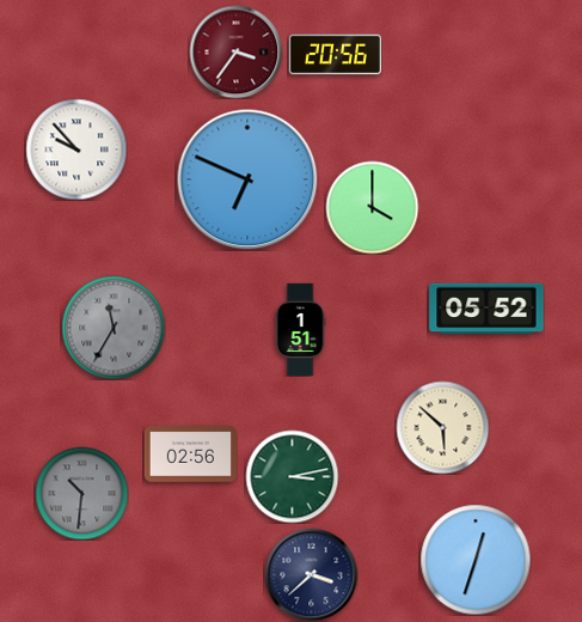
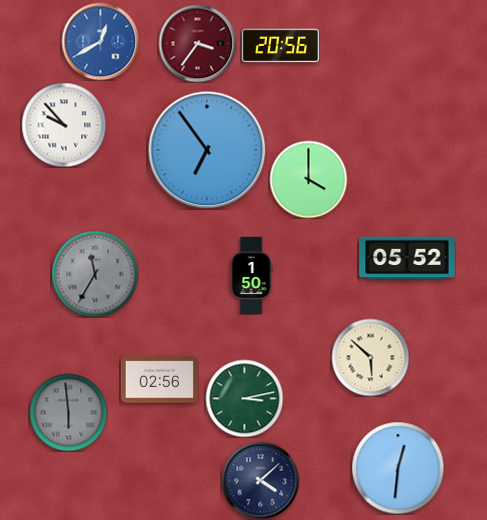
clock at (100, 41): none -> 12:40
clock at (247, 179): 6:49 -> 6:54
clock at (372, 207) position: (372, 207) -> (308, 179)
clock at (300, 329): 1:51 -> 1:50
clock at (81, 493): 10:31 -> 5:59
clock at (476, 560): 12:33 -> 12:31
clock at (311, 574): 3:38 -> 4:08
